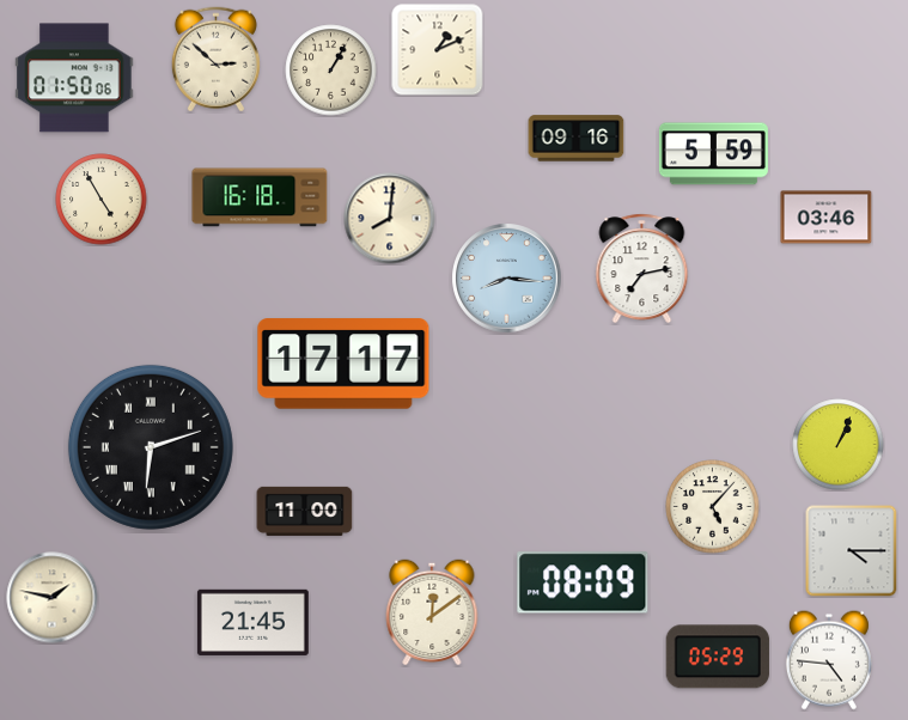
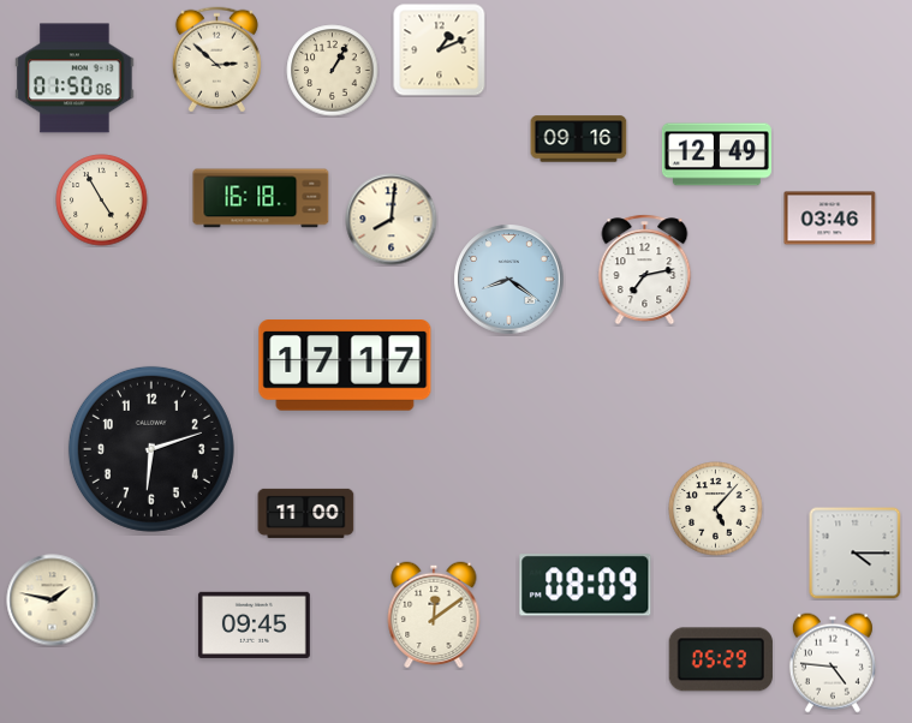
clock at (713, 154): 5:59 -> 12:49
clock at (507, 279): 8:16 -> 8:21
clock at (839, 445): 1:04 -> none
clock at (151, 447) numerals: Roman -> Arabic
clock at (252, 622): 21:45 -> 09:45
